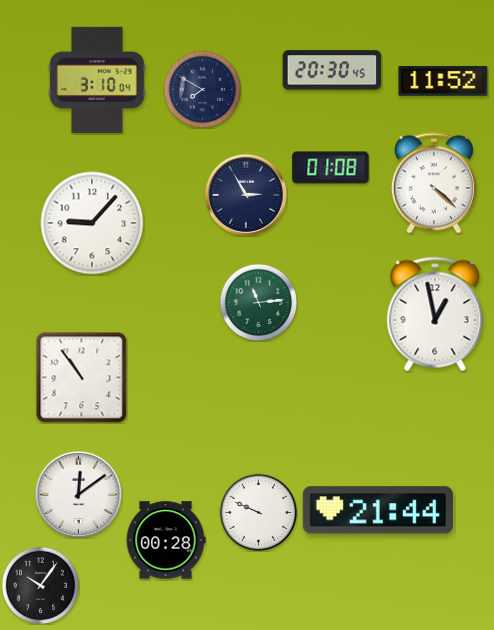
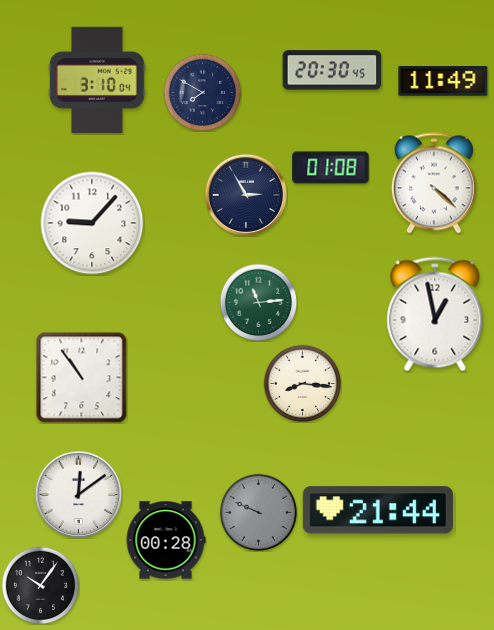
clock at (443, 81): 11:52 -> 11:49
clock at (202, 89) position: (202, 89) -> (202, 92)
clock at (302, 383): none -> 8:16
clock at (258, 512) dial: white -> grey
